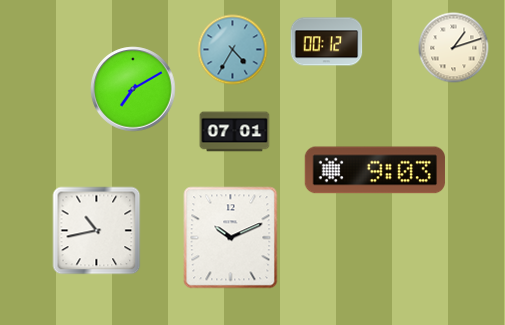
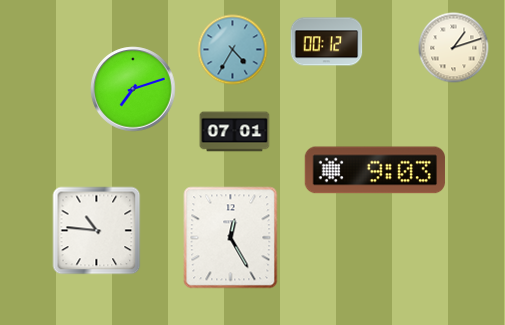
clock at (133, 89): 7:10 -> 7:12
clock at (97, 231): 10:43 -> 10:46
clock at (231, 238): 10:11 -> 12:25
